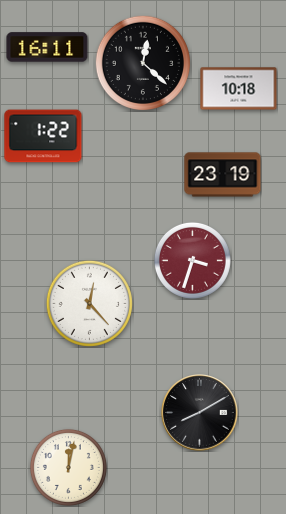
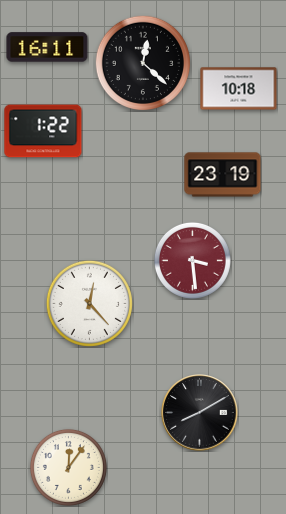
clock at (43, 136) position: (43, 136) -> (43, 131)
clock at (192, 260): 3:33 -> 3:29
clock at (68, 467): 12:02 -> 12:06
